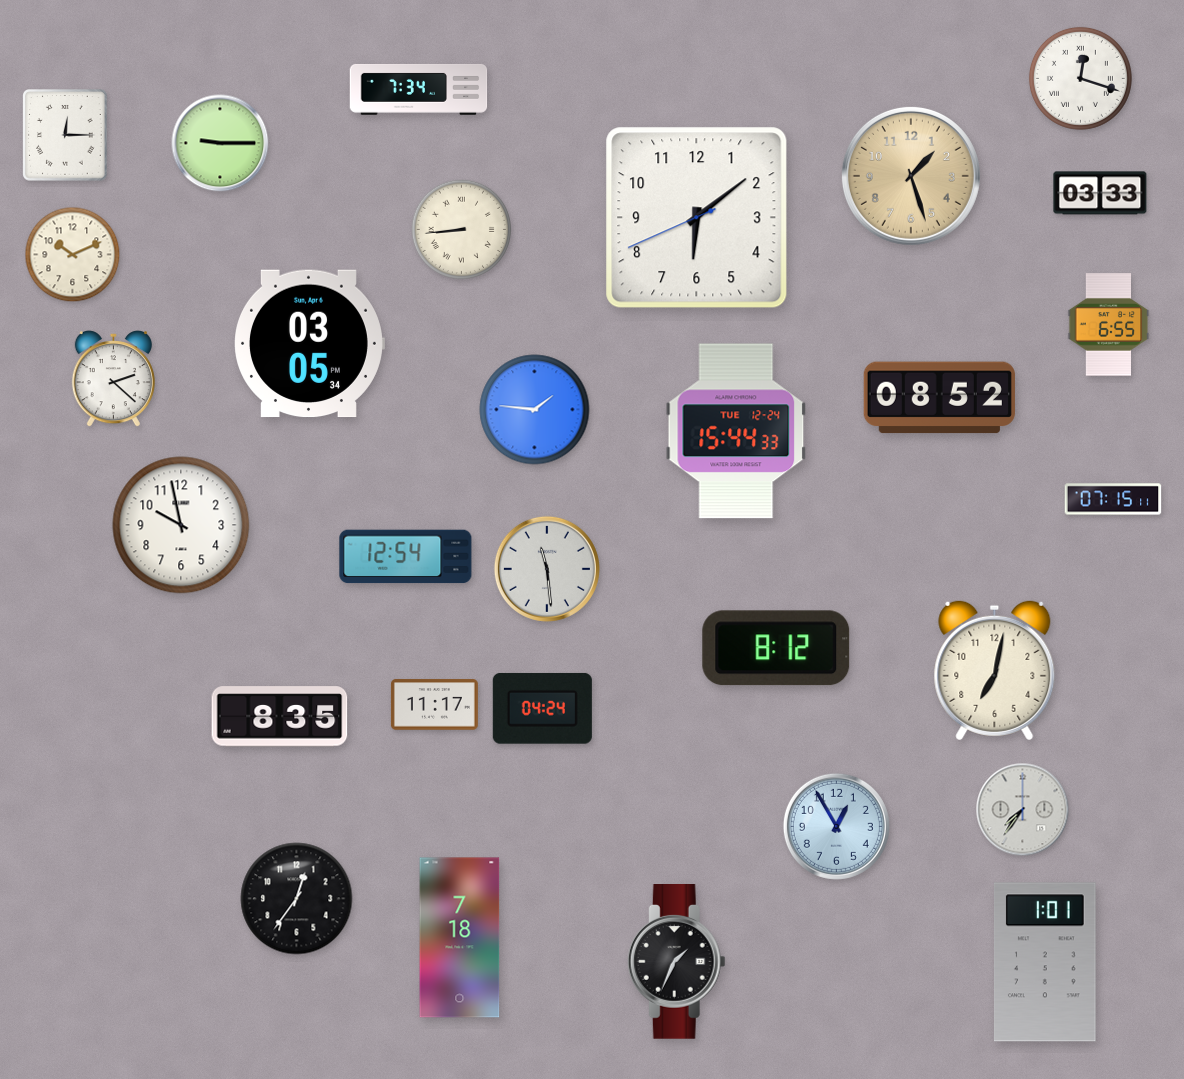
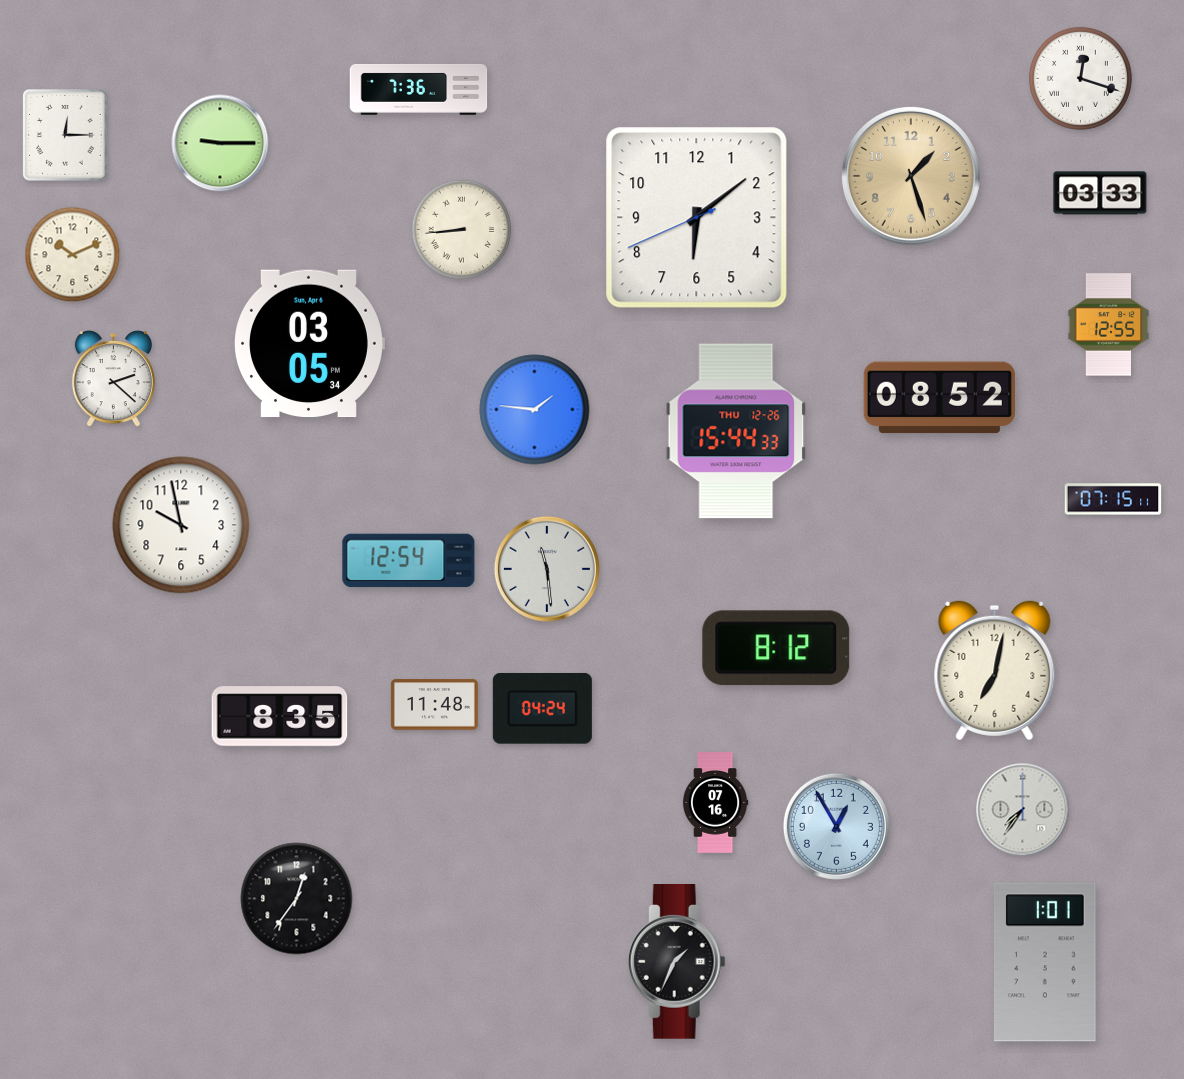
clock at (419, 89): 7:34 -> 7:36
clock at (1109, 325): 6:55 -> 12:55
clock at (736, 431) date: TUE 12-24 -> THU 12-26
clock at (406, 557) position: (406, 557) -> (409, 561)
clock at (434, 705): 11:17 -> 11:48
clock at (715, 803): none -> 07:16
clock at (460, 938): 7:18 -> none
